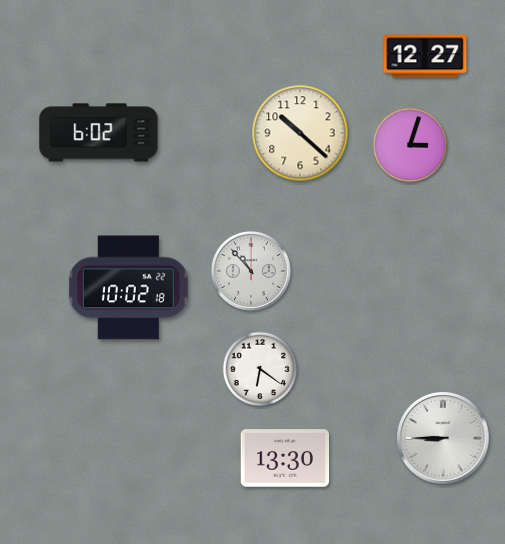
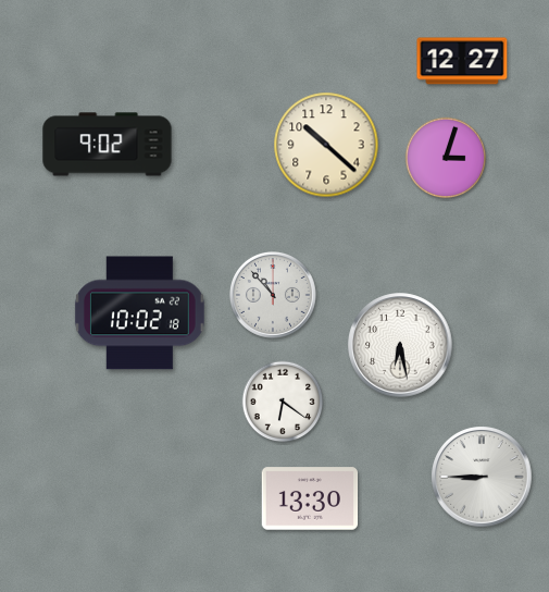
clock at (99, 133): 6:02 -> 9:02
clock at (400, 345): none -> 6:28
